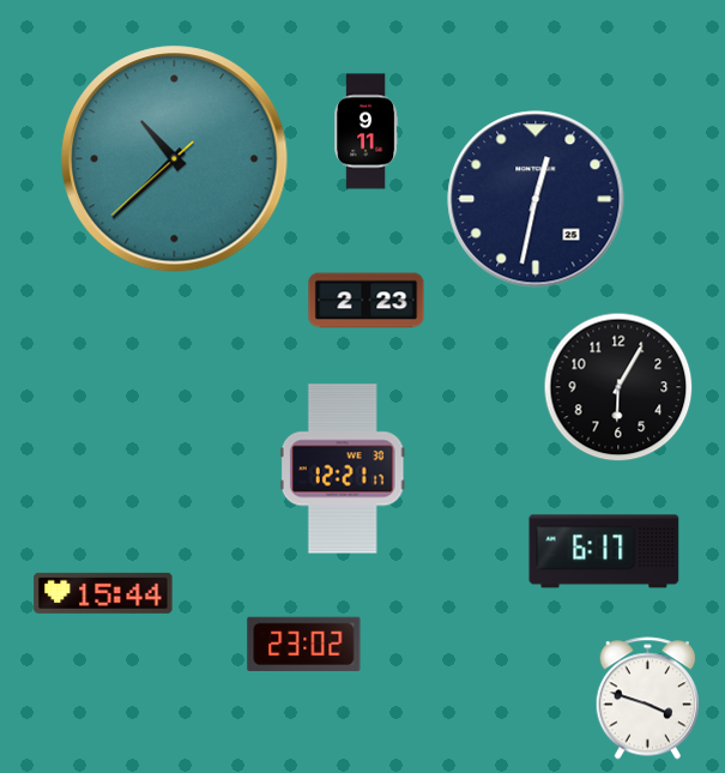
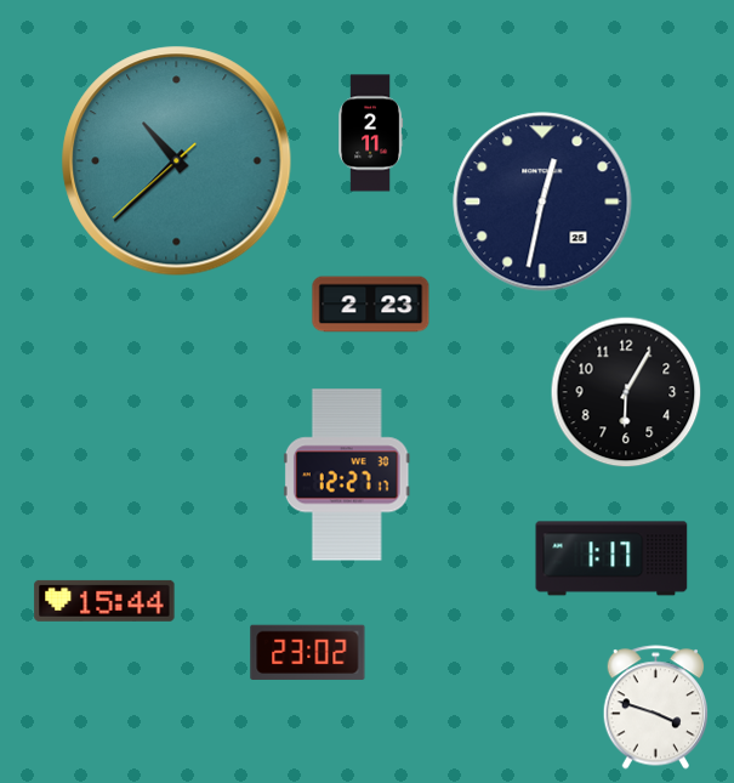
clock at (367, 132): 9:11 -> 2:11
clock at (343, 469): 12:21 -> 12:27
clock at (604, 551): 6:17 -> 1:17
